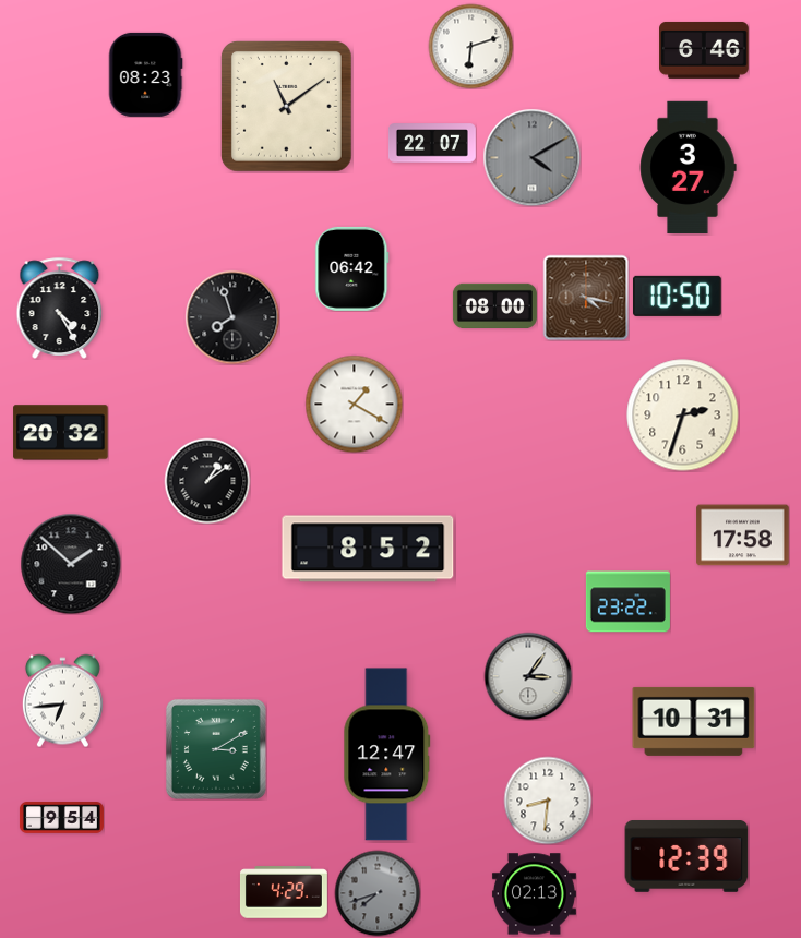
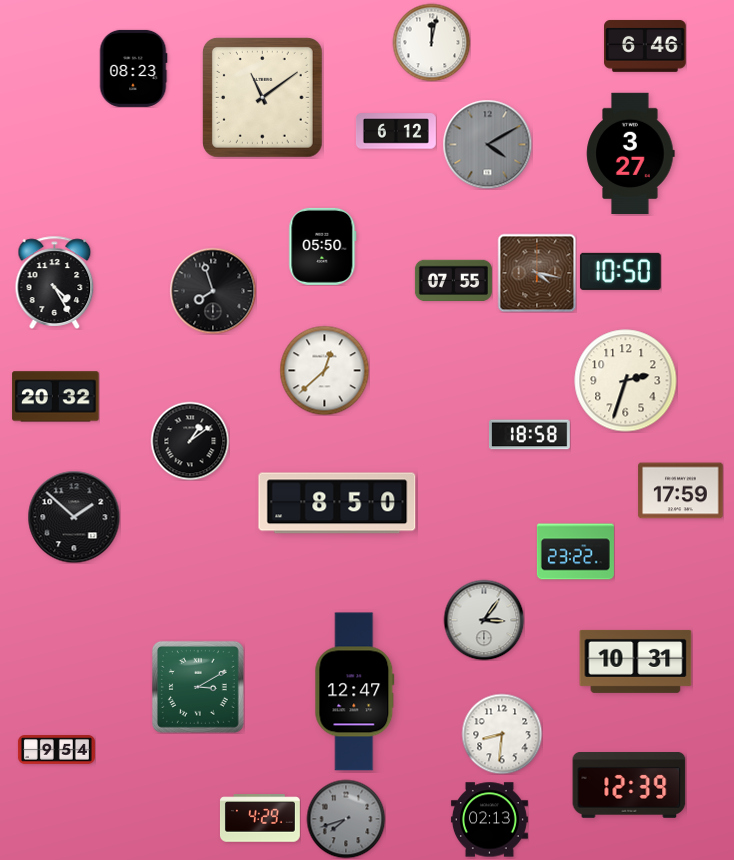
clock at (470, 46): 6:12 -> 12:02
clock at (432, 143): 22:07 -> 6:12
clock at (352, 268): 06:42 -> 05:50
clock at (494, 305): 08:00 -> 07:55
clock at (354, 404): 1:20 -> 12:38
clock at (530, 435): none -> 18:58
clock at (743, 536): 17:58 -> 17:59
clock at (368, 549): 8:52 -> 8:50
clock at (71, 564) position: (71, 564) -> (74, 517)
clock at (62, 700): 6:44 -> none
